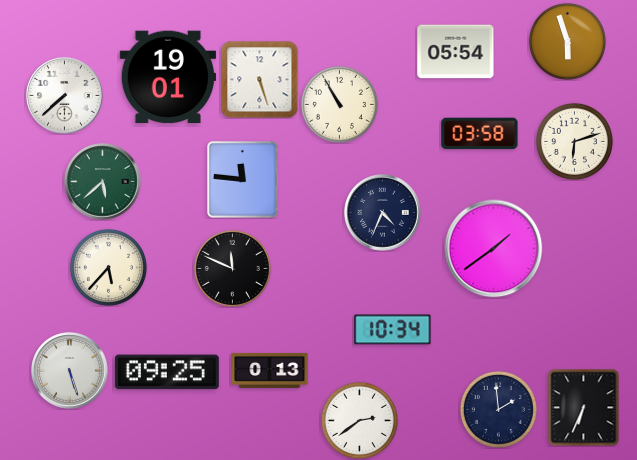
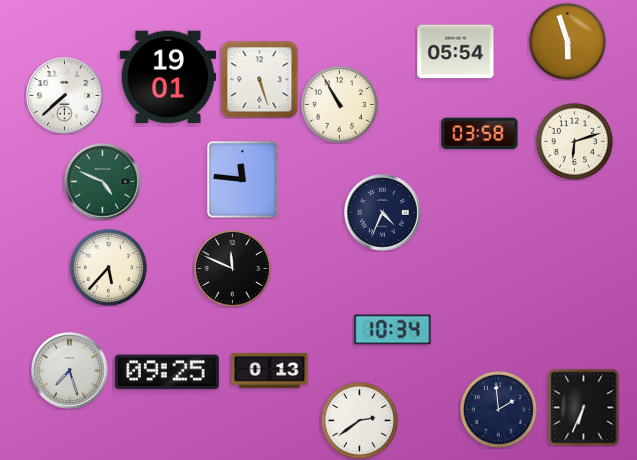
clock at (103, 182): 5:38 -> 4:49
clock at (494, 249): 1:39 -> none
clock at (70, 371): 5:27 -> 7:27
